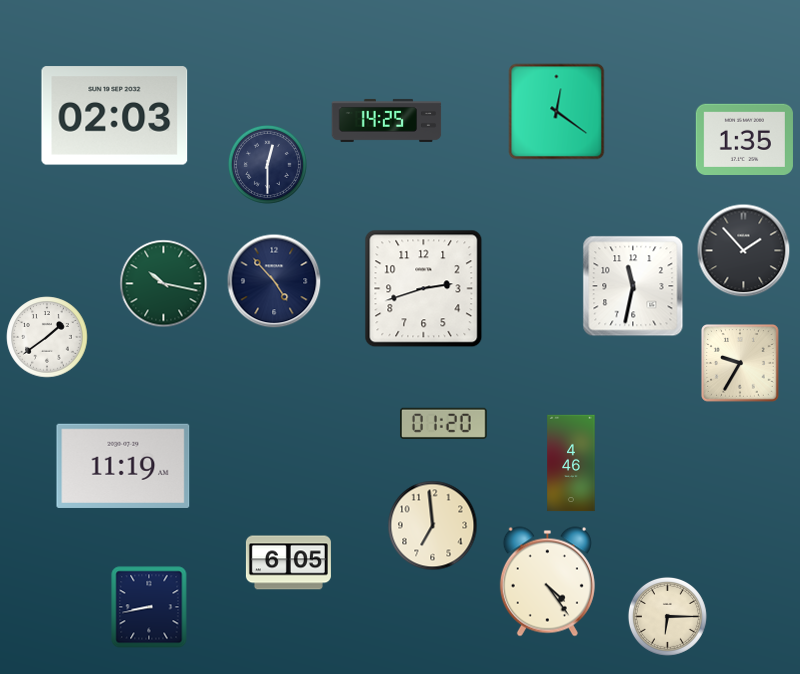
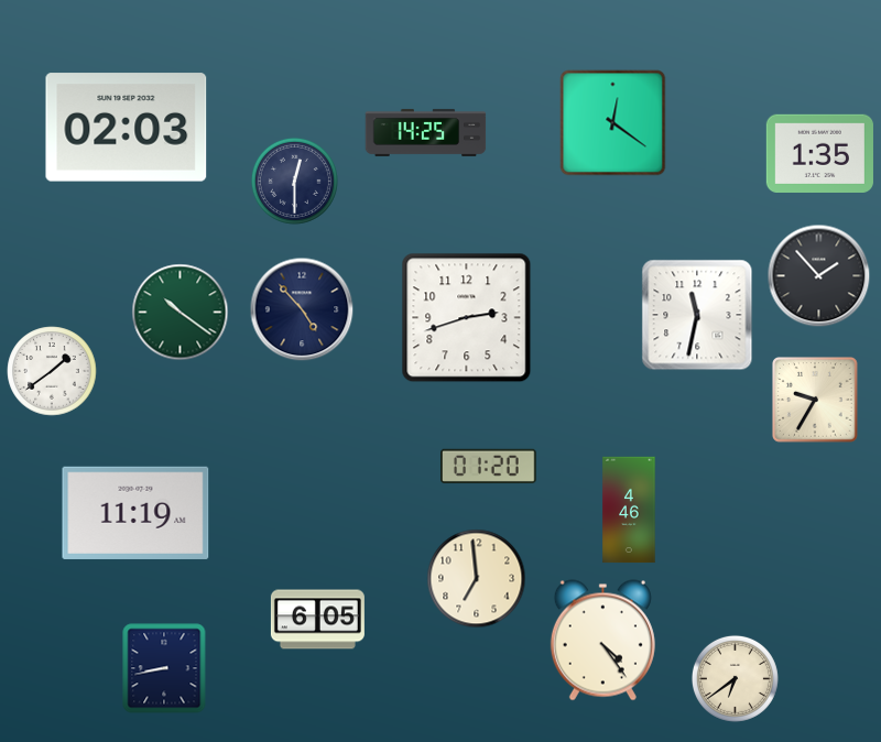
clock at (164, 284): 10:17 -> 10:21
clock at (667, 616): 6:15 -> 6:39
